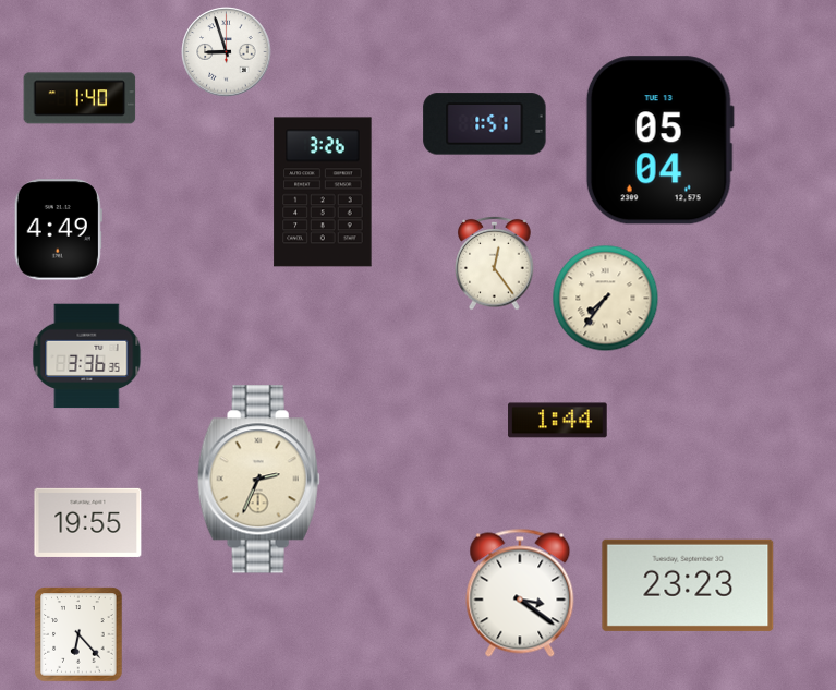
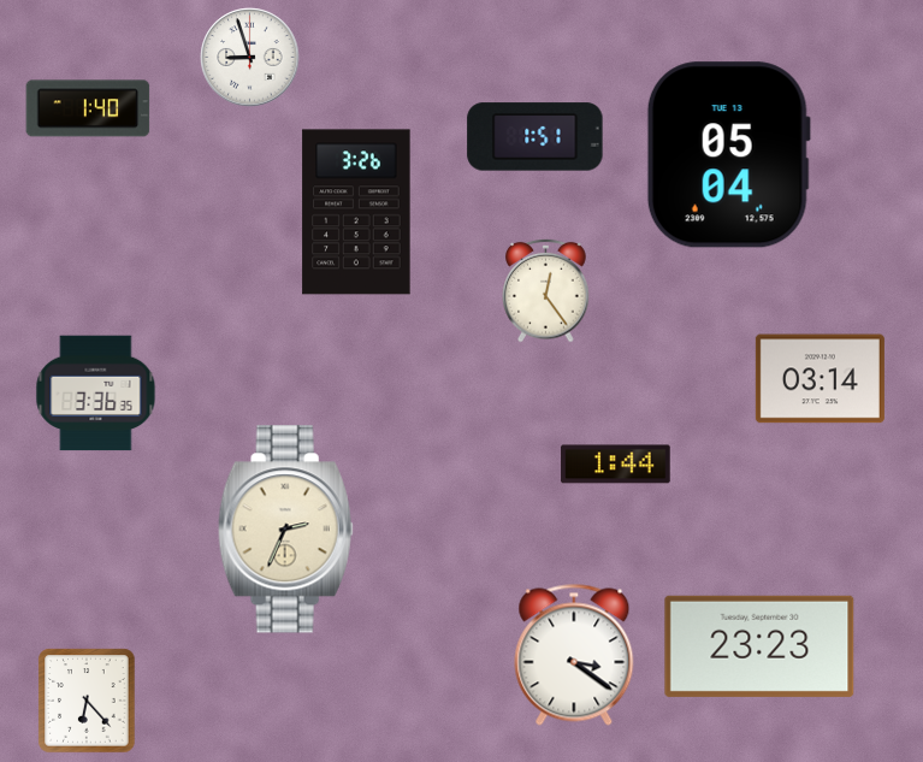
clock at (58, 230): 4:49 -> none
clock at (606, 299): 7:36 -> none
clock at (820, 379): none -> 03:14
clock at (88, 522): 19:55 -> none
